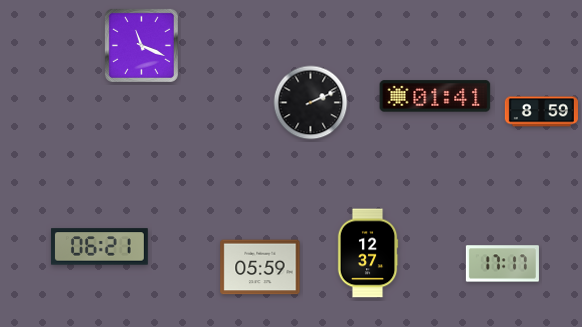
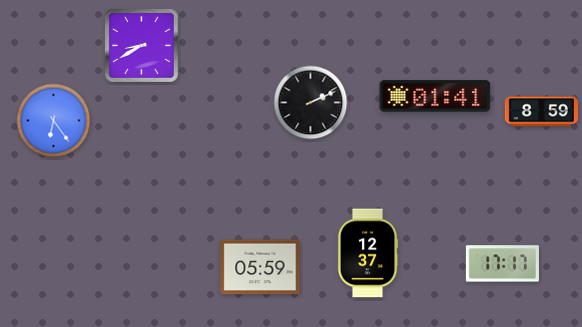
clock at (141, 45): 11:19 -> 8:40
clock at (54, 121): none -> 6:24
clock at (100, 247): 06:21 -> none
